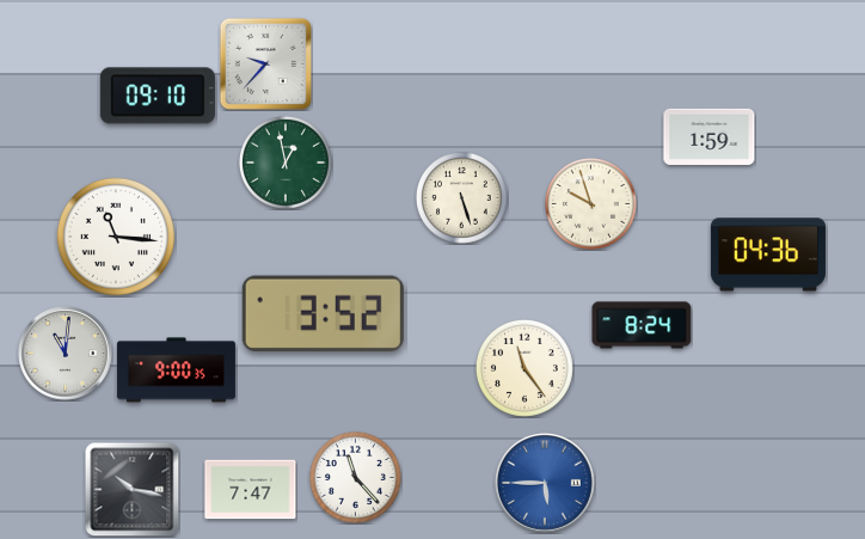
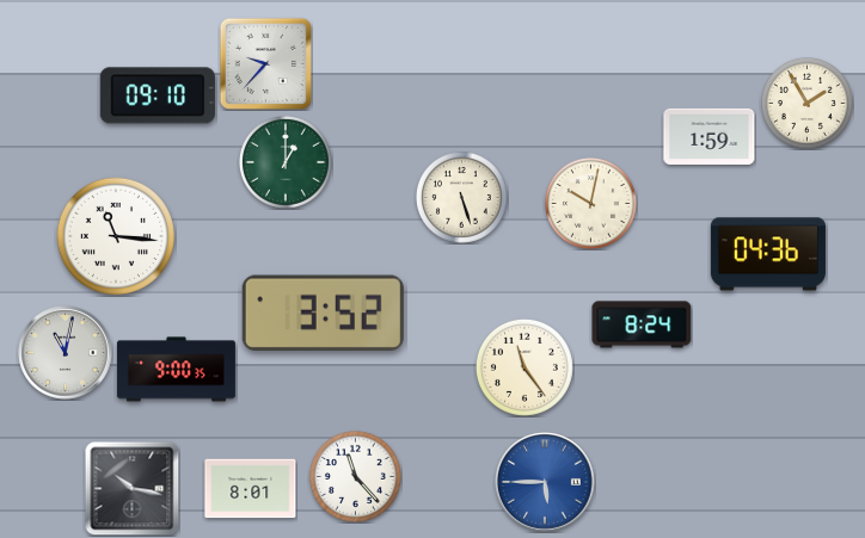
clock at (808, 104): none -> 1:55
clock at (286, 163): 12:58 -> 1:00
clock at (591, 204): 9:57 -> 10:02
clock at (66, 354): 11:01 -> 11:02
clock at (251, 490): 7:47 -> 8:01
